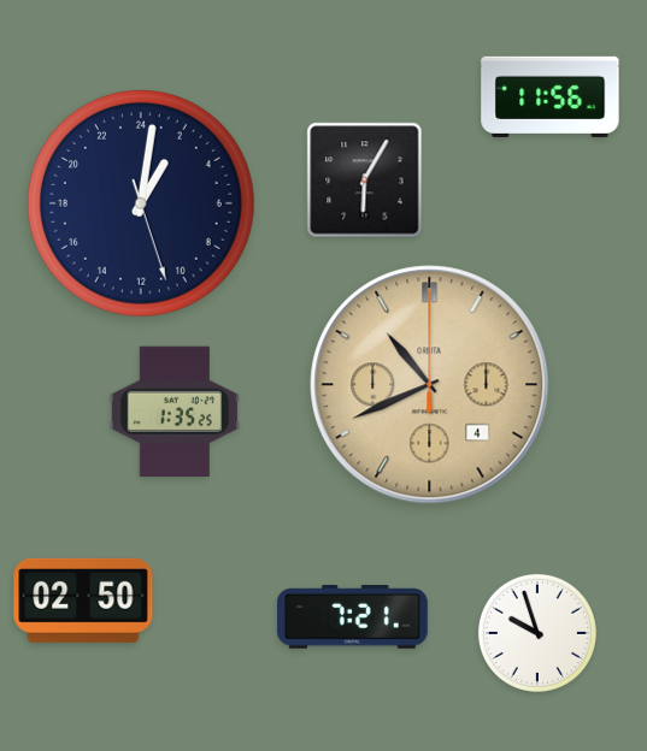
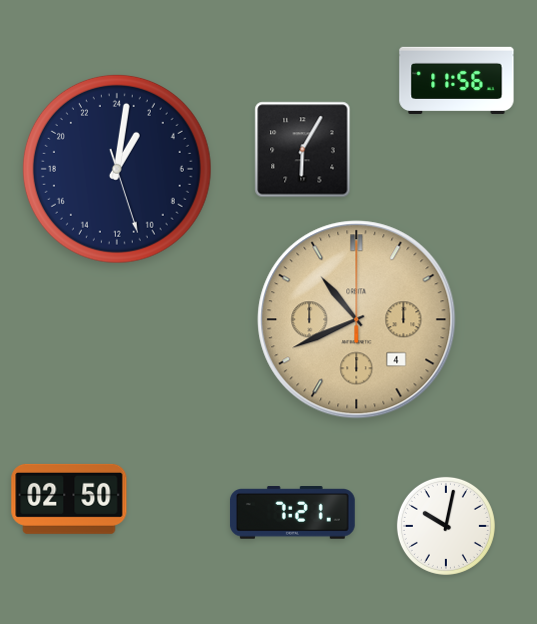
clock at (175, 412): 1:35 -> none
clock at (537, 633): 9:57 -> 10:02
